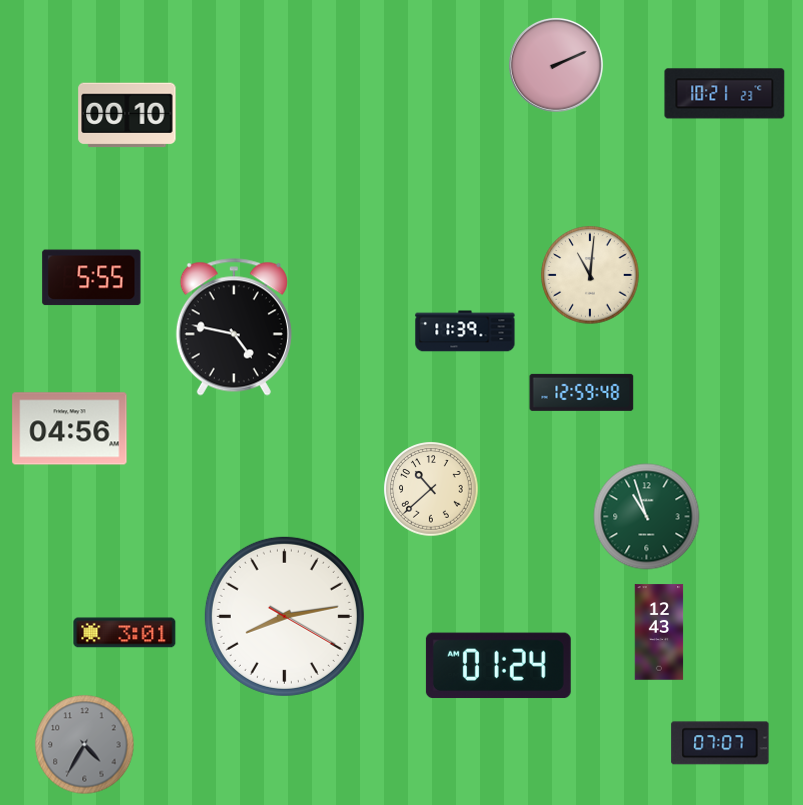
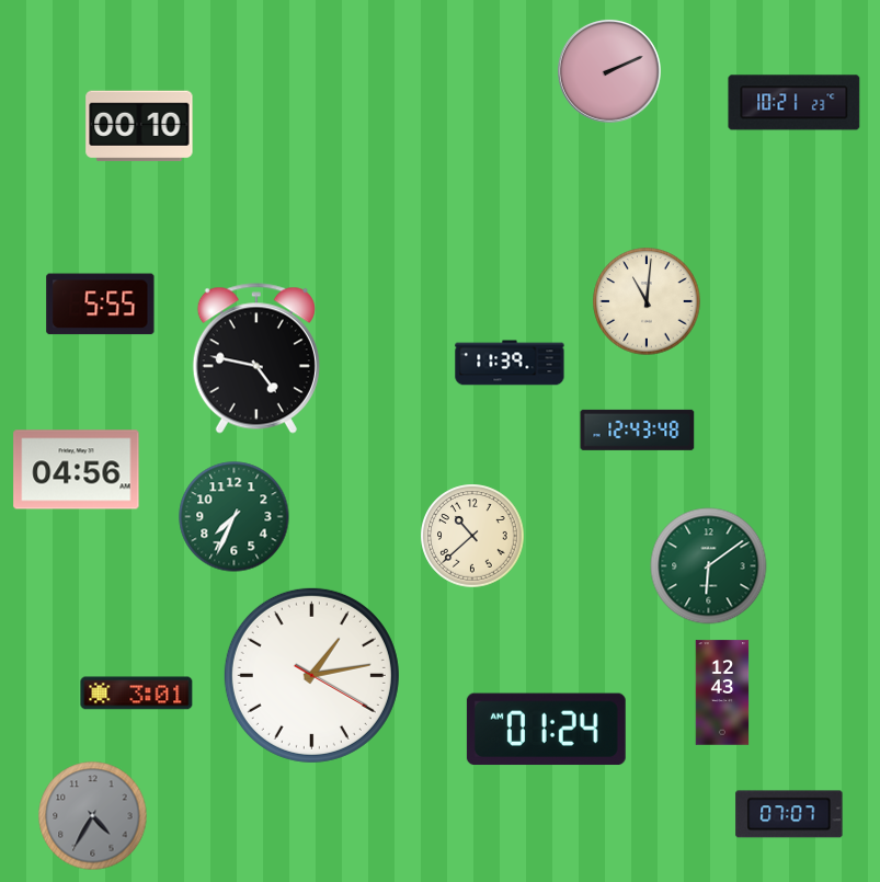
clock at (582, 392): 12:59 -> 12:43
clock at (235, 517): none -> 7:34
clock at (647, 517): 10:57 -> 6:09
clock at (284, 616): 8:13 -> 1:13
